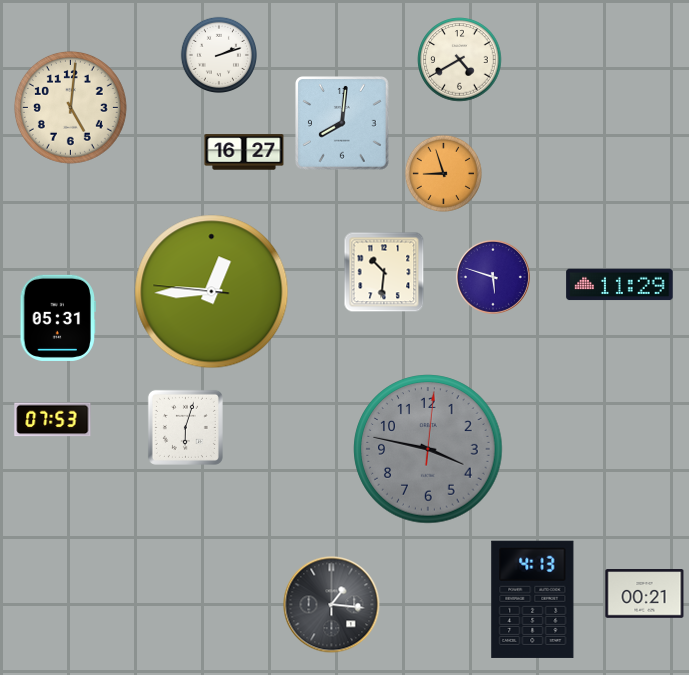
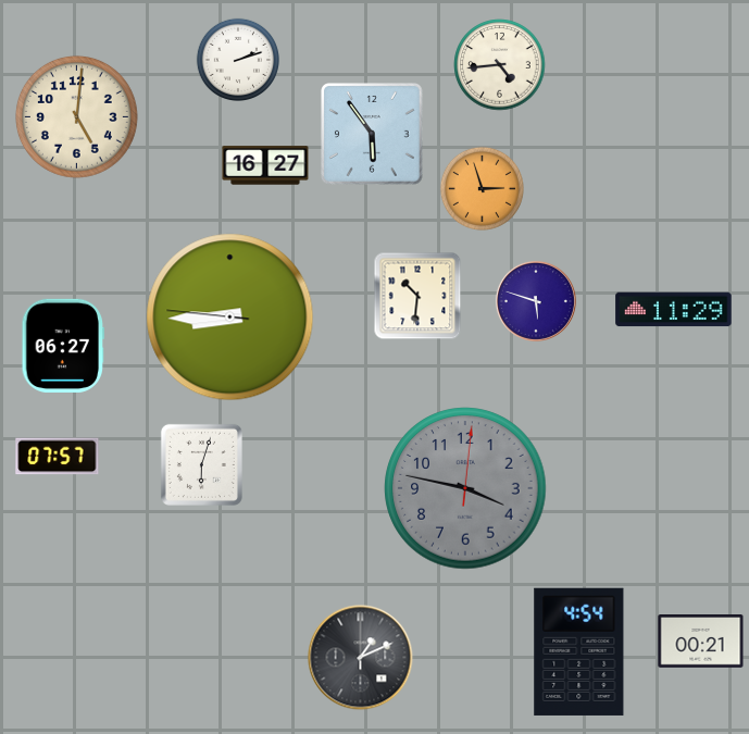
clock at (460, 60): 4:40 -> 4:44
clock at (343, 124): 8:01 -> 5:54
clock at (443, 173): 8:57 -> 2:57
clock at (212, 292): 12:44 -> 8:44
clock at (57, 318): 05:31 -> 06:27
clock at (53, 420): 07:53 -> 07:57
clock at (645, 594) position: (645, 594) -> (701, 642)
clock at (533, 599): 4:13 -> 4:54
clock at (332, 605): 1:16 -> 1:11
